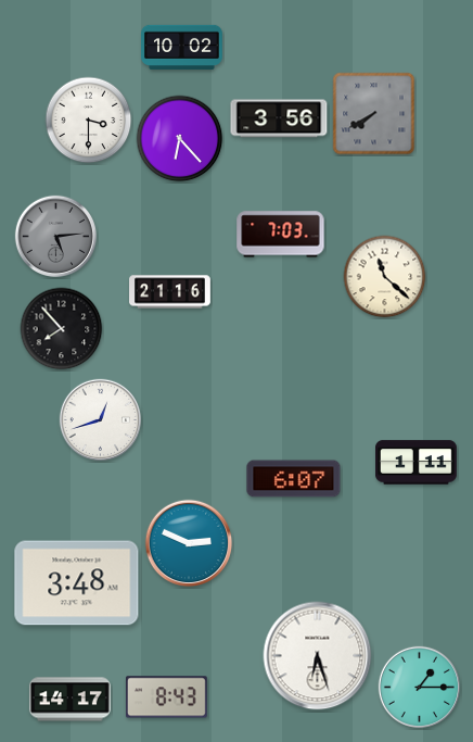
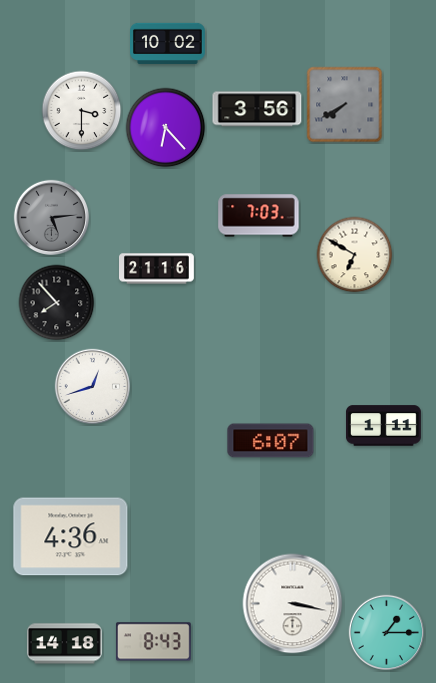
clock at (385, 277): 11:22 -> 6:50
clock at (189, 543): 2:49 -> none
clock at (77, 583): 3:48 -> 4:36
clock at (318, 656): 6:27 -> 3:17
clock at (71, 700): 14:17 -> 14:18
